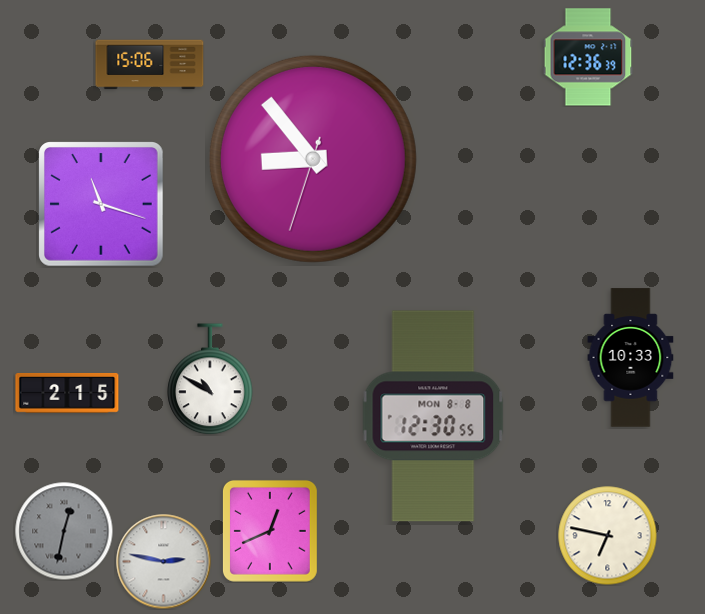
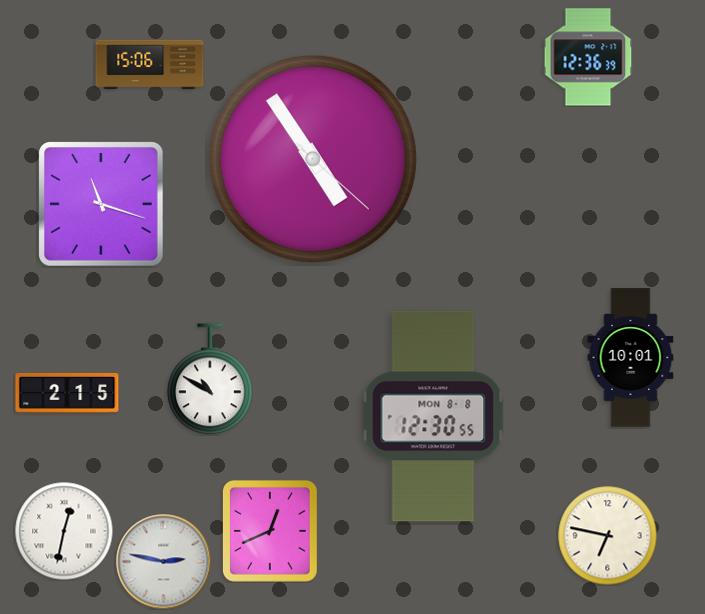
clock at (313, 159): 8:53 -> 4:54
clock at (631, 358): 10:33 -> 10:01
clock at (64, 531) dial: grey -> white
